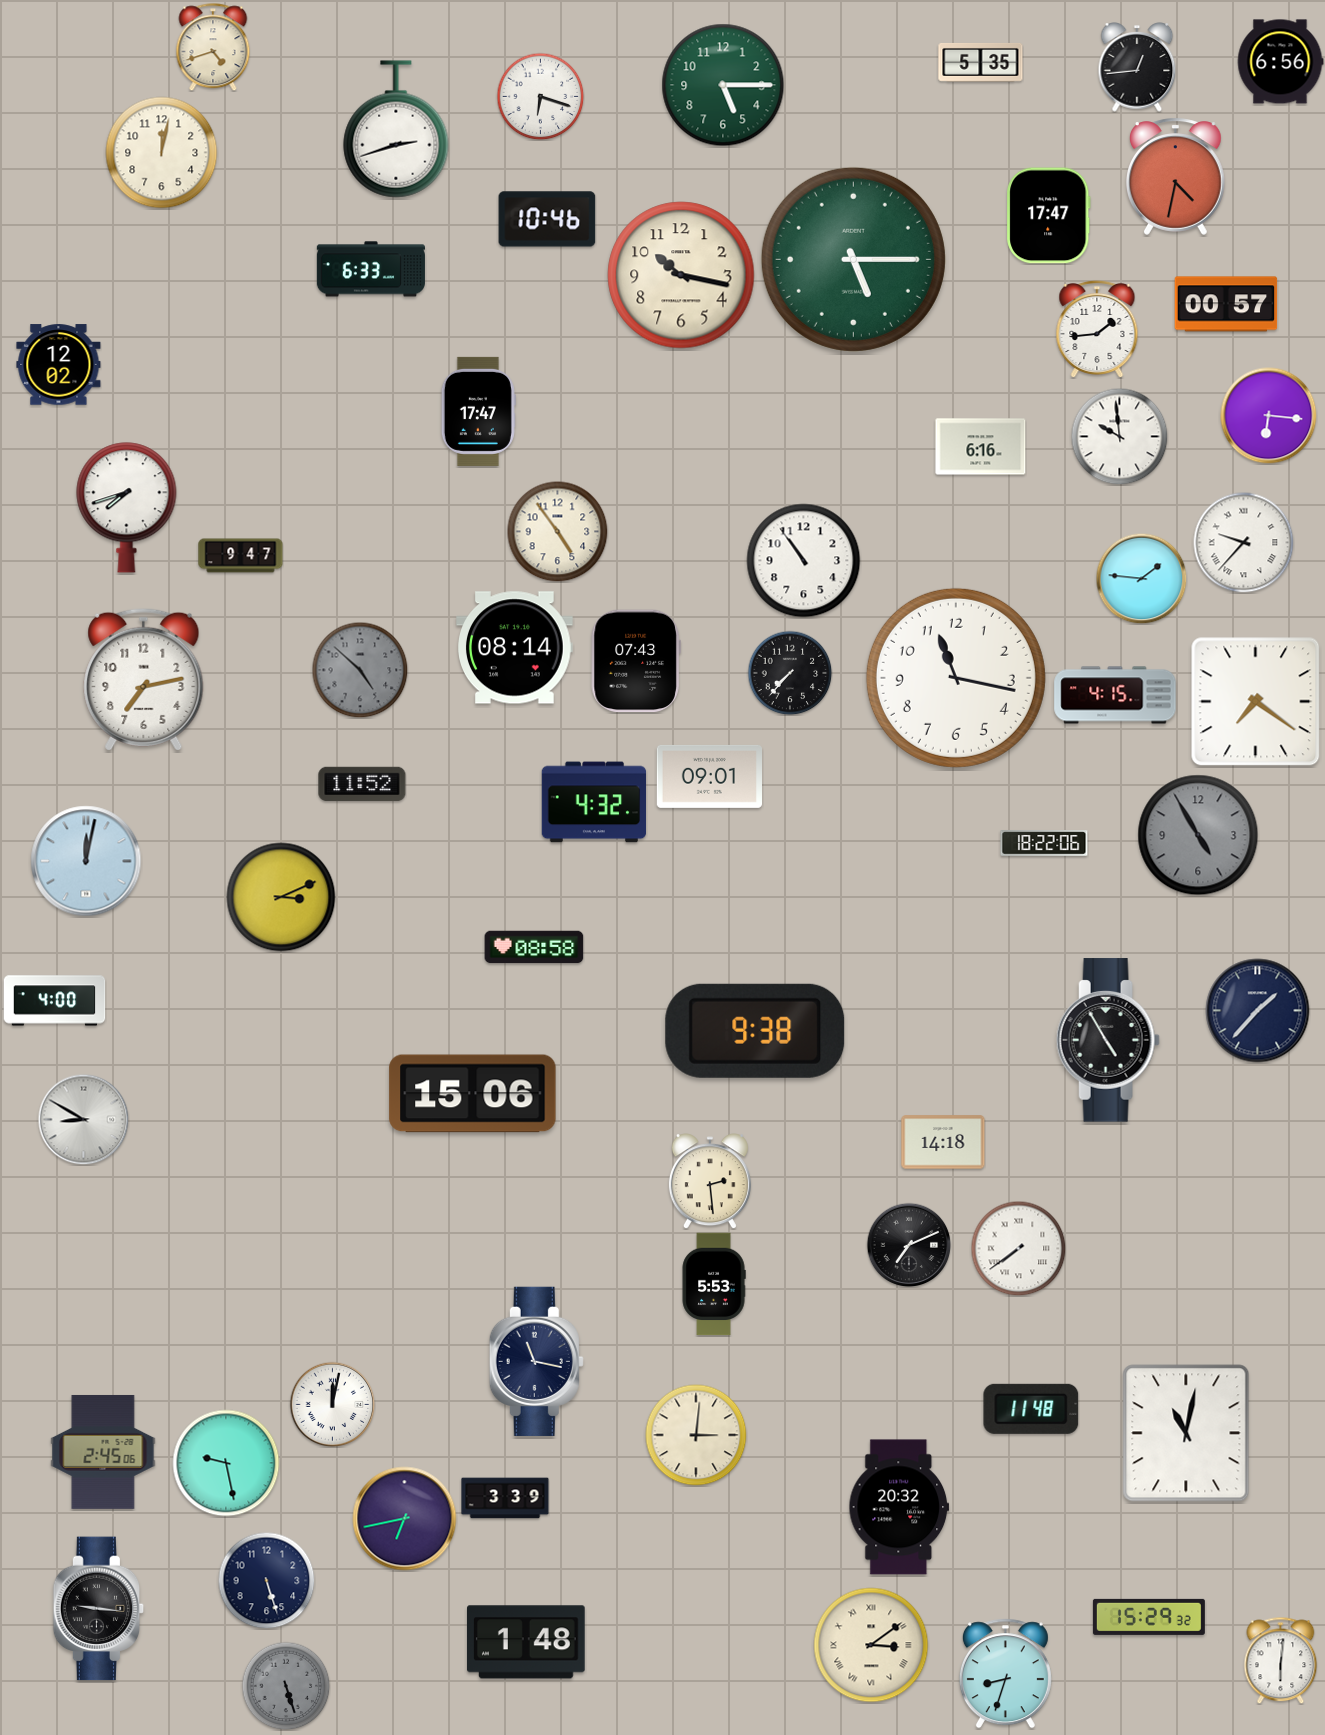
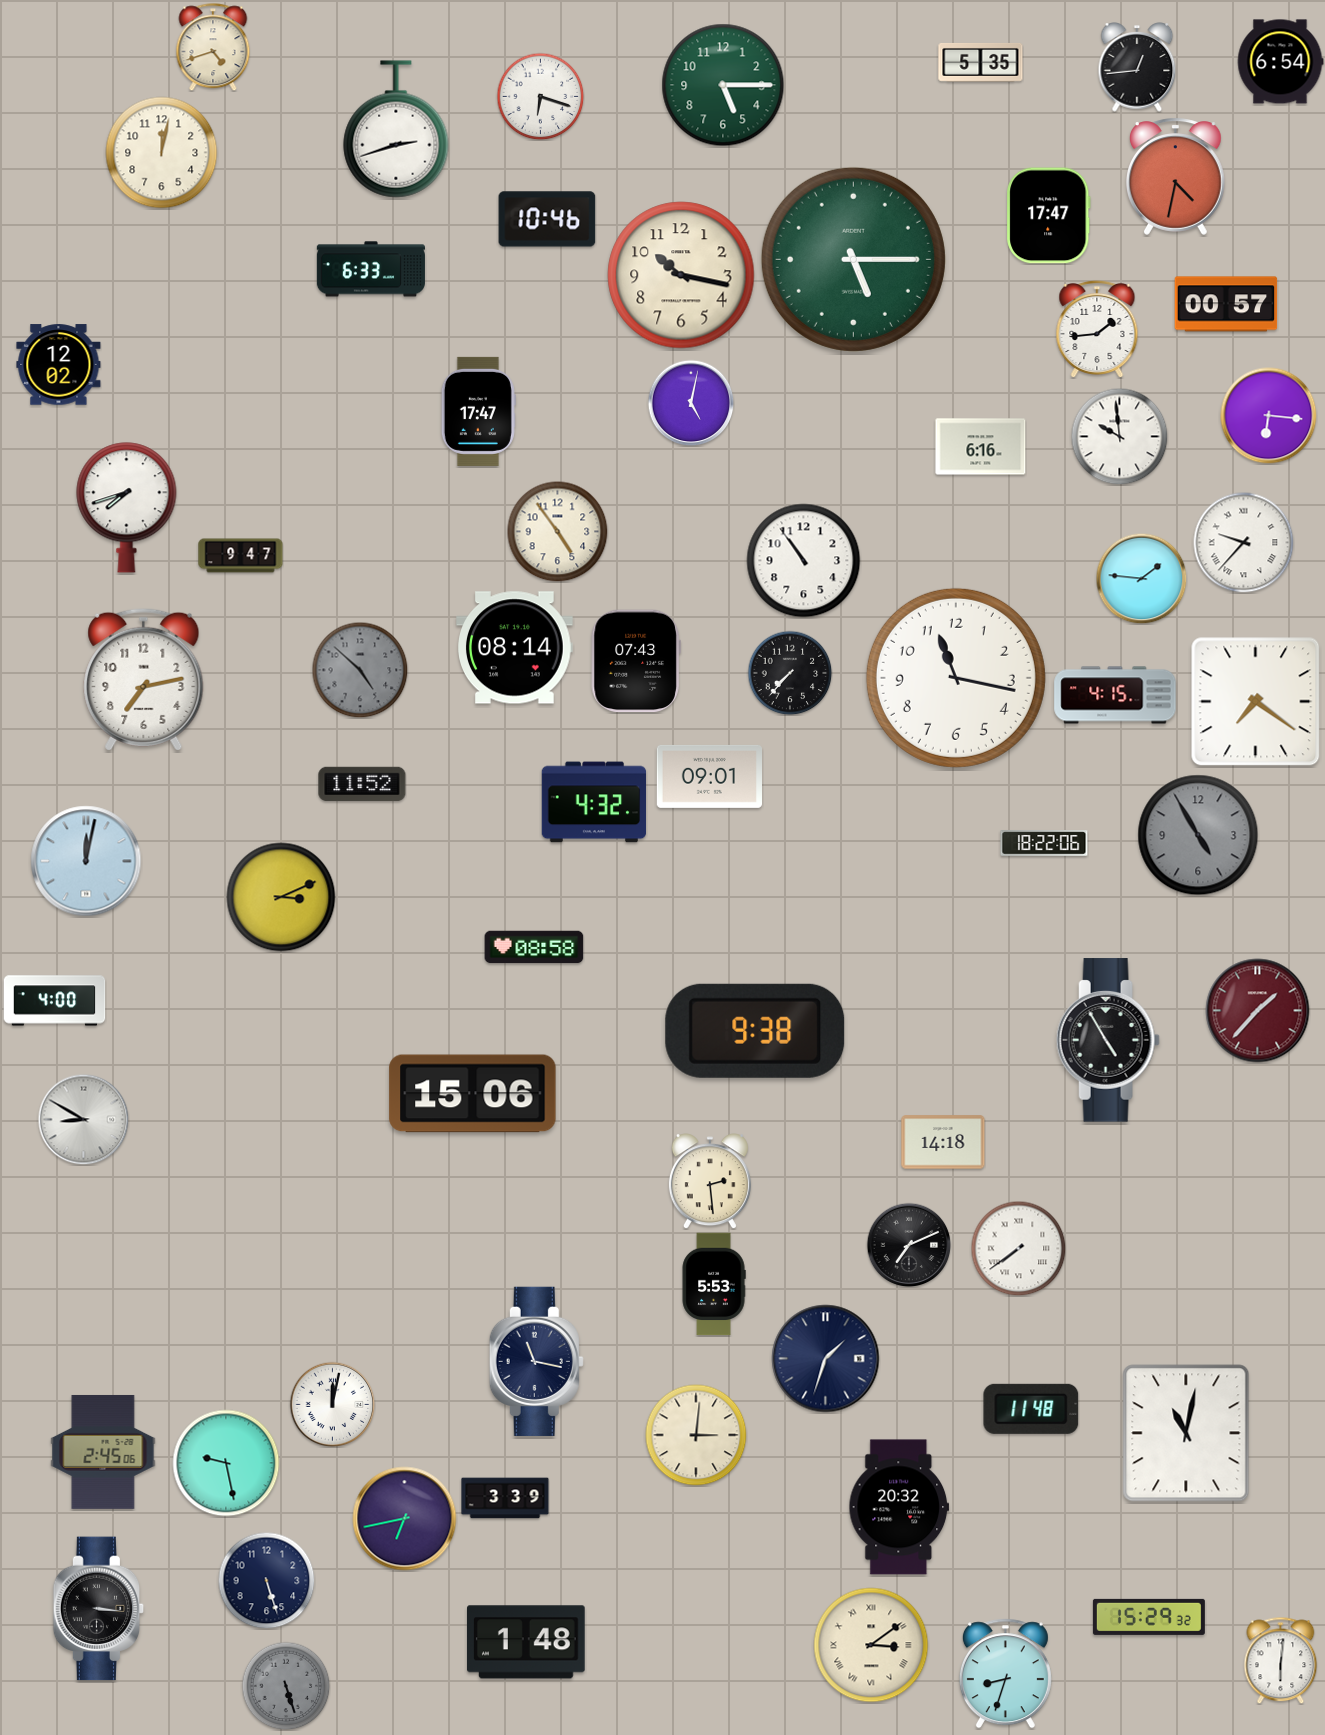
clock at (1280, 62): 6:56 -> 6:54
clock at (691, 403): none -> 5:02
clock at (1258, 1011) dial: navy -> burgundy
clock at (826, 1359): none -> 1:33
clock at (99, 1609): 9:16 -> 3:16
